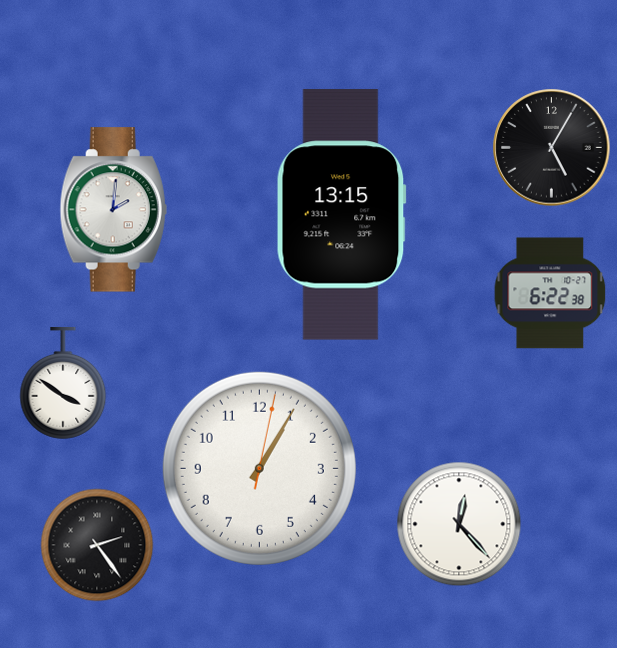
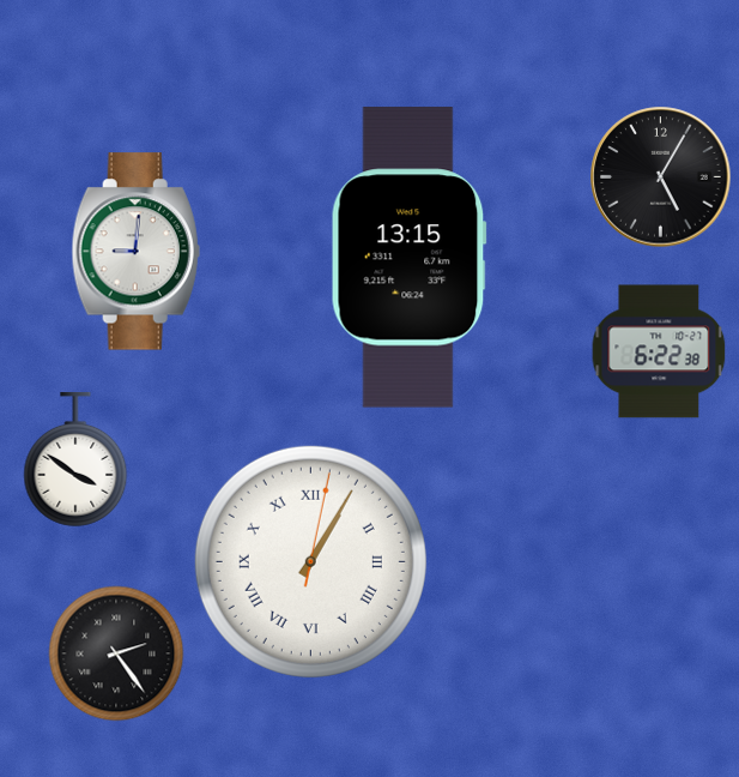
clock at (113, 210): 2:01 -> 9:01
clock at (259, 468) numerals: Arabic -> Roman
clock at (459, 524): 12:23 -> none
